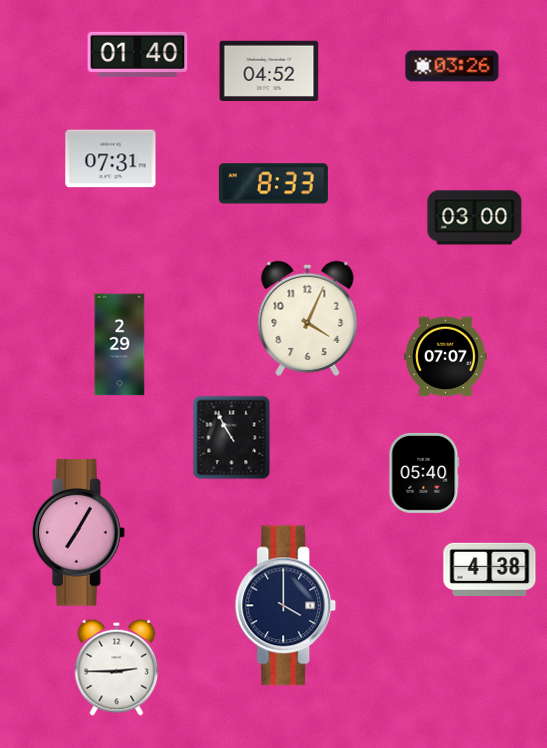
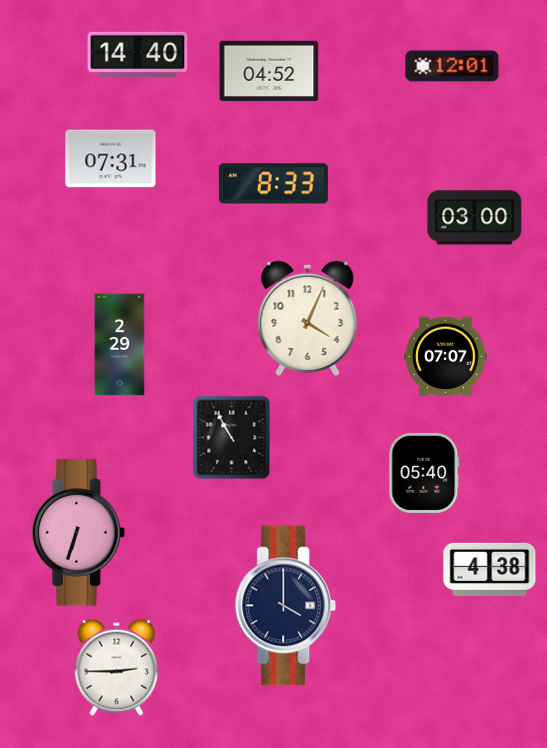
clock at (138, 54): 01:40 -> 14:40
clock at (452, 66): 03:26 -> 12:01
clock at (78, 533): 7:05 -> 6:33
